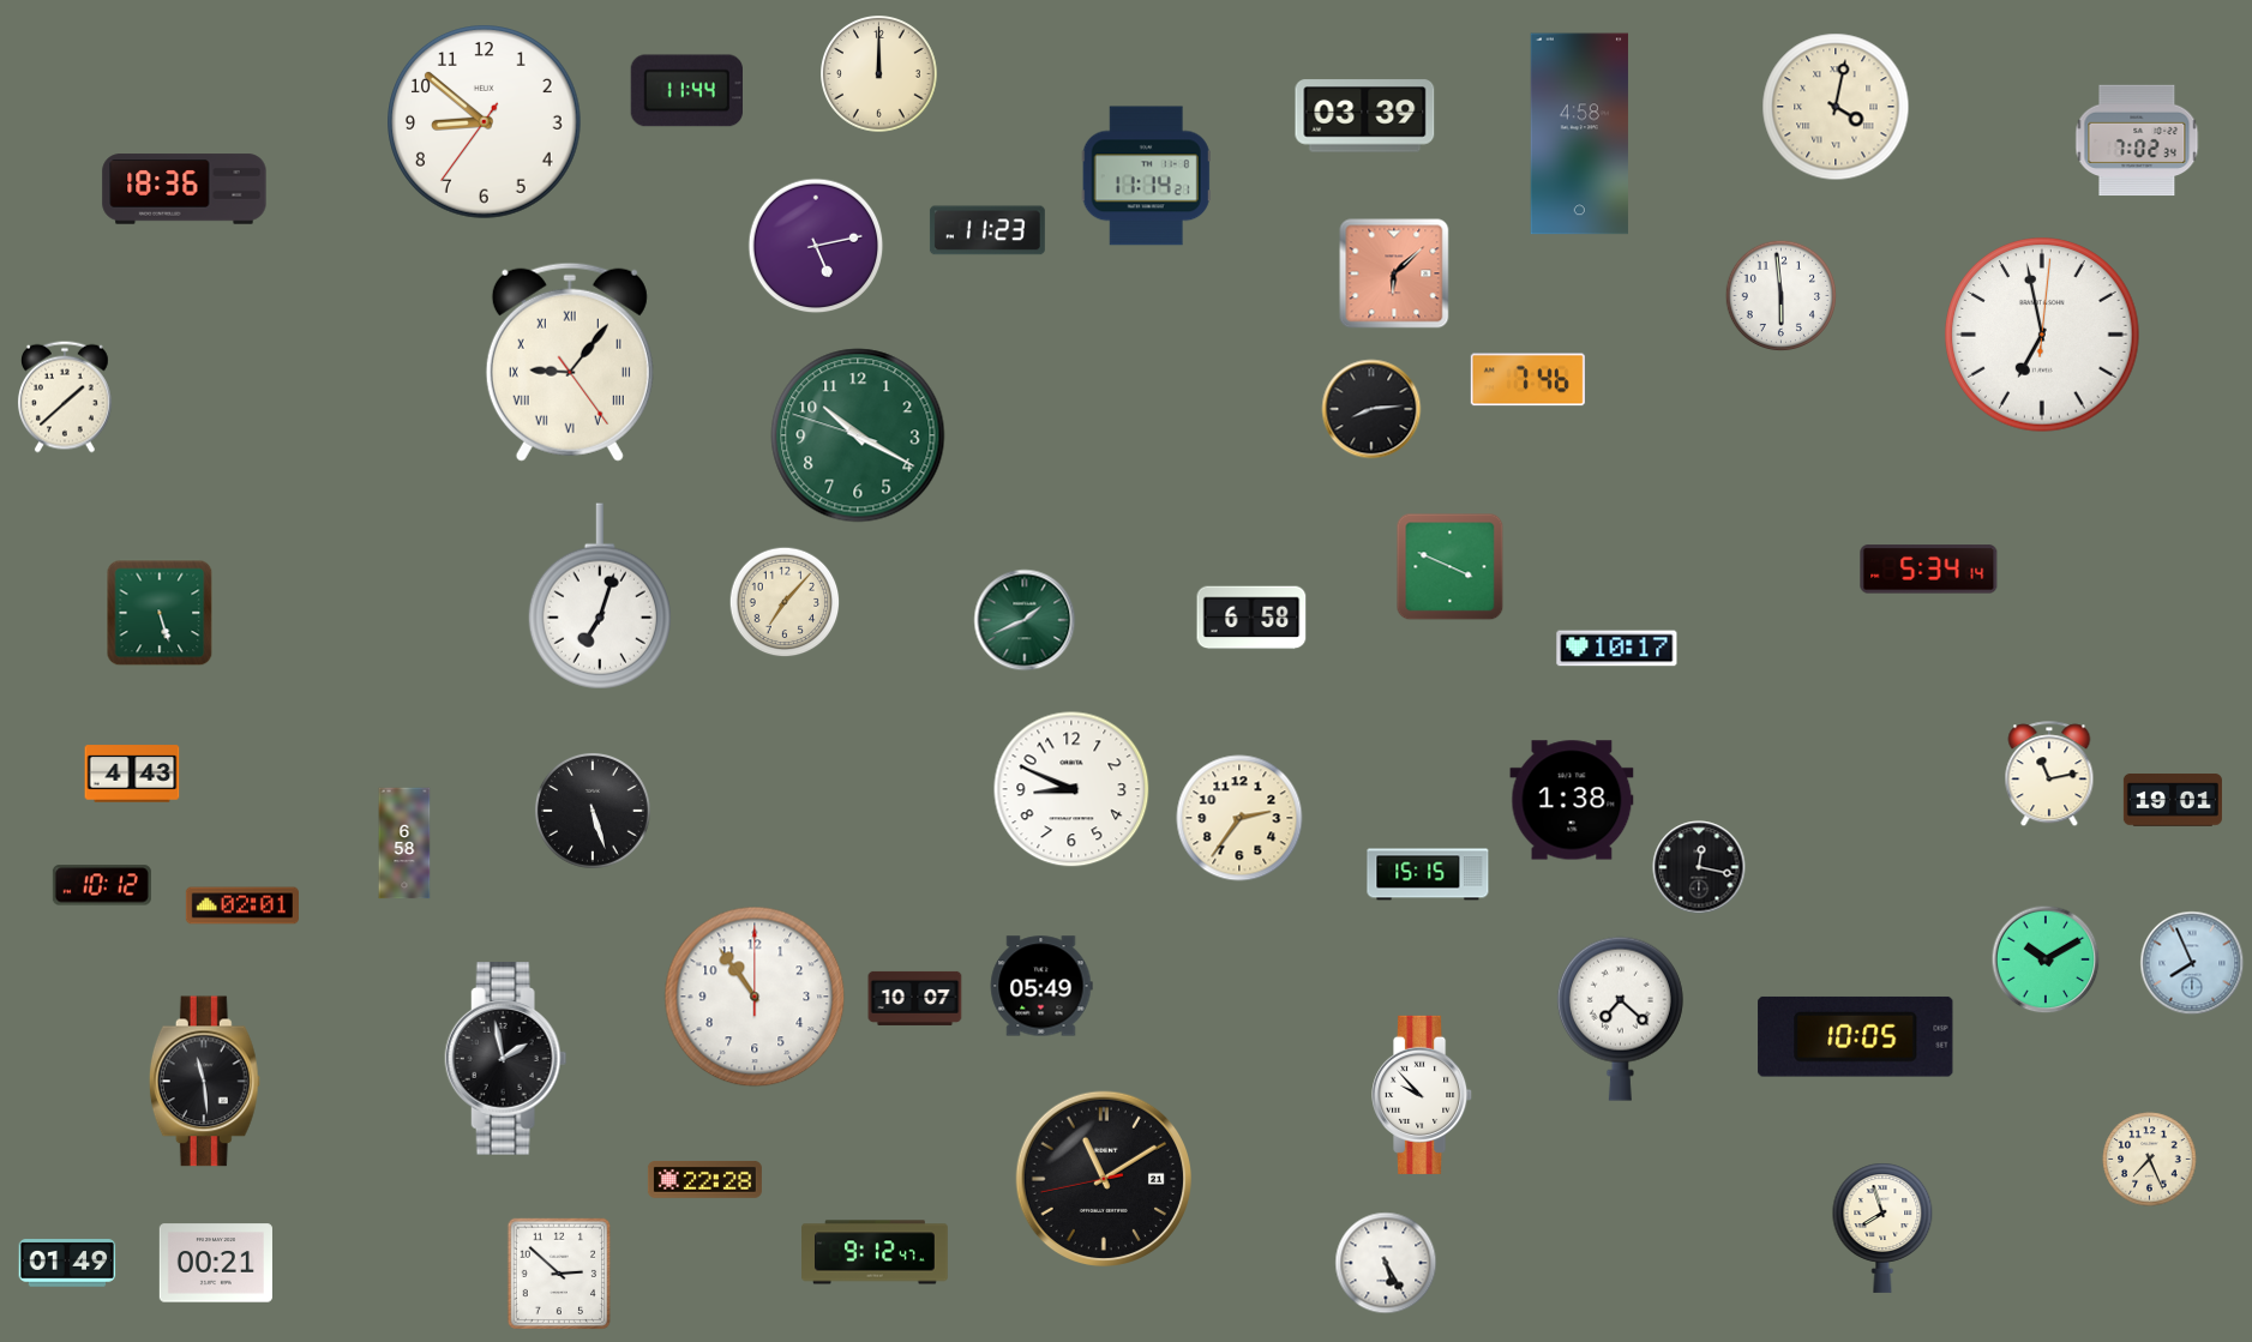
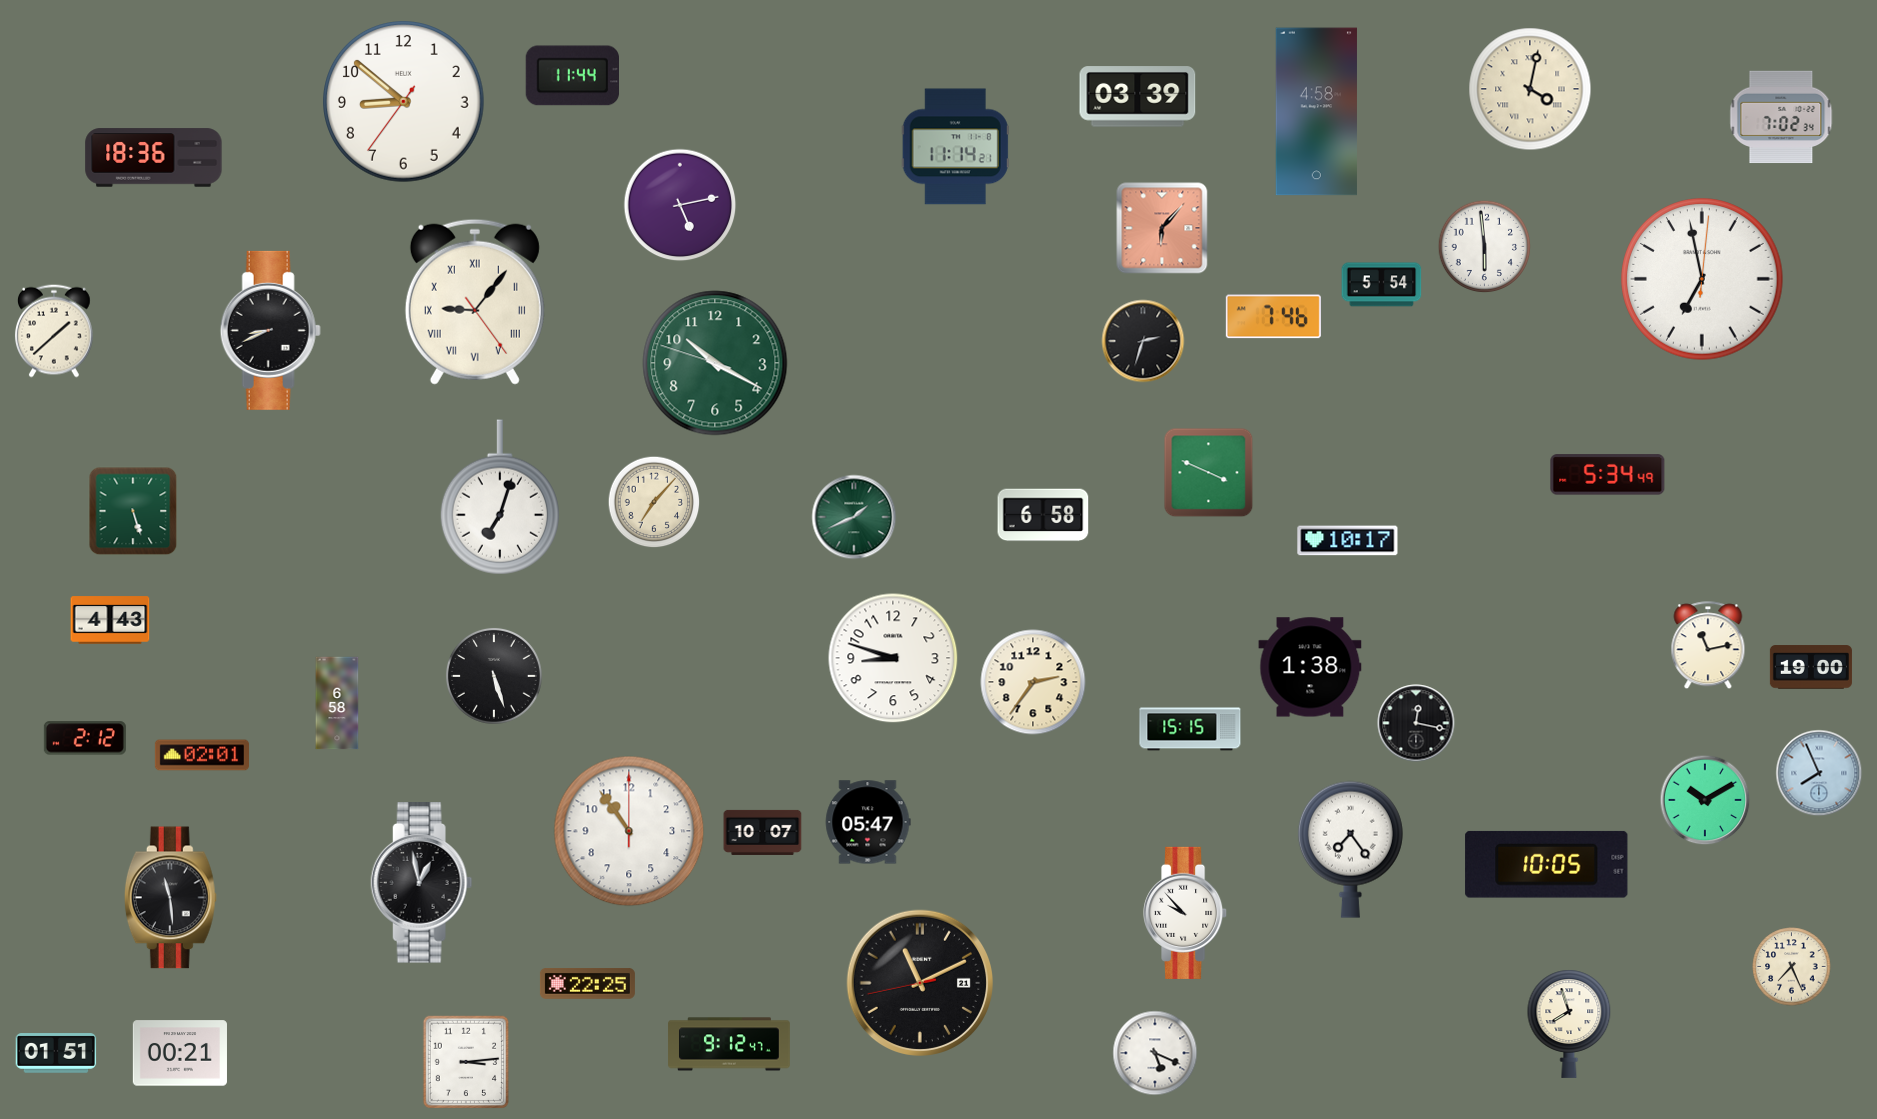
clock at (879, 74): 12:00 -> none
clock at (987, 230): 11:23 -> none
clock at (1394, 273): 6:08 -> 6:07
clock at (1382, 285): none -> 5:54
clock at (270, 330): none -> 8:41
clock at (1371, 409): 8:14 -> 2:33
clock at (1929, 570): 5:34:14 -> 5:34:49
clock at (132, 774) position: (132, 774) -> (110, 620)
clock at (1071, 789): 8:49 -> 8:48
clock at (2173, 800): 19:01 -> 19:00
clock at (102, 885): 10:12 -> 2:12
clock at (2192, 963) position: (2192, 963) -> (1819, 773)
clock at (1041, 986): 05:49 -> 05:47
clock at (1620, 1018): 7:22 -> 7:24
clock at (506, 1059): 1:58 -> 12:58
clock at (204, 1082) position: (204, 1082) -> (170, 898)
clock at (1103, 1178): 11:09 -> 11:10
clock at (704, 1180): 22:28 -> 22:25
clock at (67, 1263): 01:49 -> 01:51
clock at (1386, 1263): 5:25 -> 5:19
clock at (558, 1272): 2:52 -> 3:14
